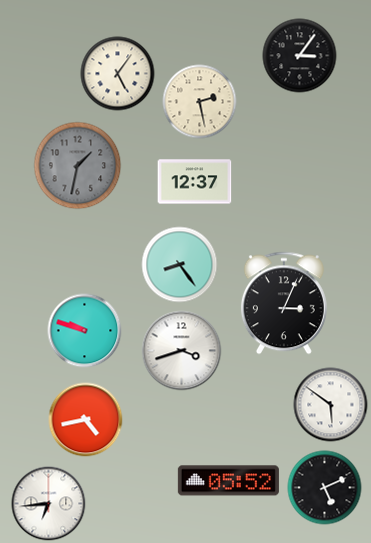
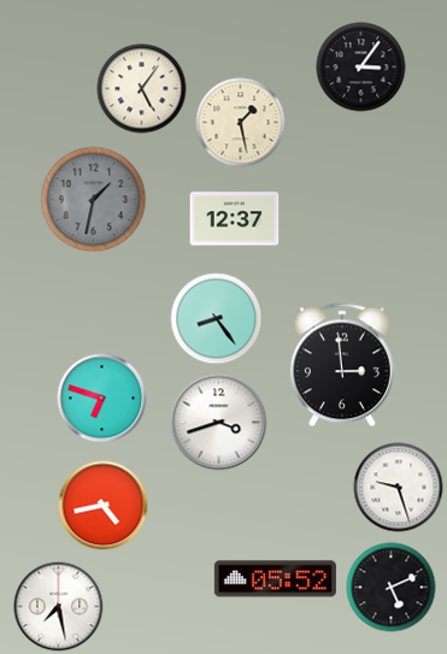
clock at (200, 102): 2:28 -> 1:28
clock at (284, 303): 3:04 -> 2:59
clock at (85, 331): 9:48 -> 6:48
clock at (331, 405): 5:51 -> 9:27
clock at (49, 504): 6:44 -> 7:28
